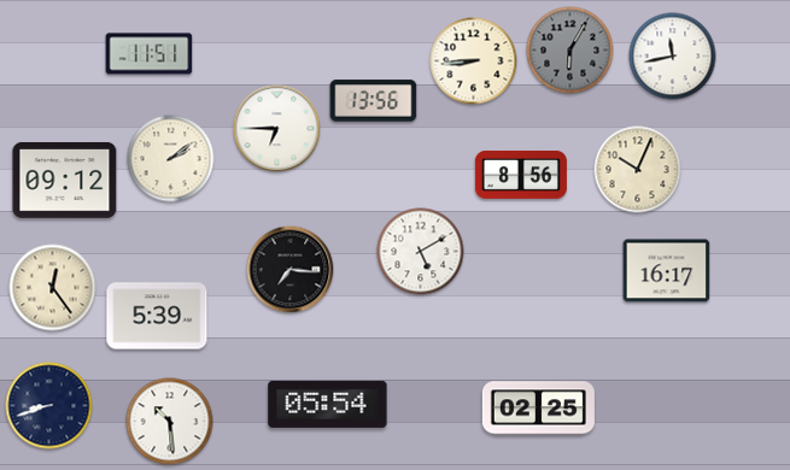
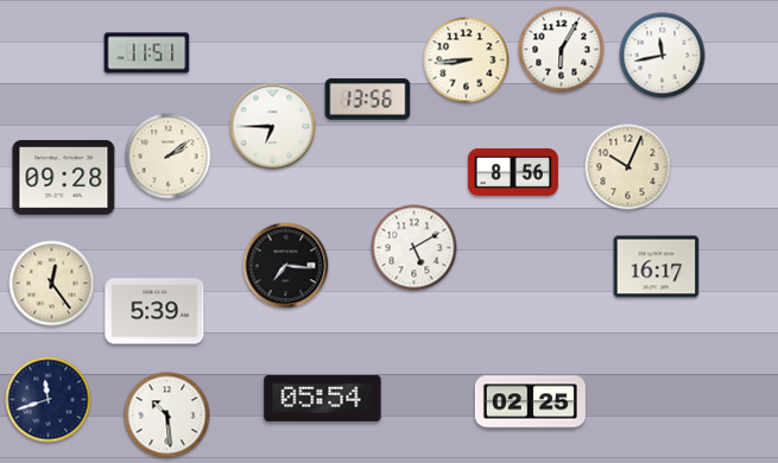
clock at (570, 51) dial: grey -> white
clock at (65, 181): 09:12 -> 09:28
clock at (49, 406): 8:42 -> 11:42
